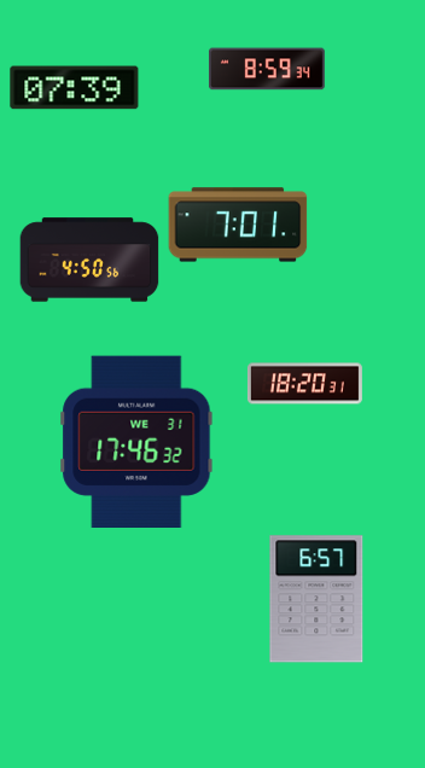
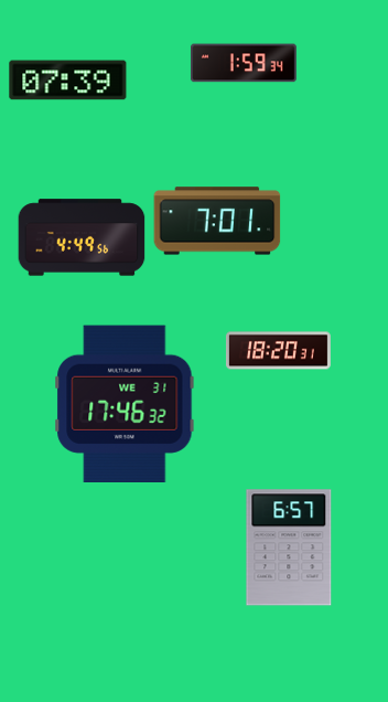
clock at (267, 69): 8:59 -> 1:59
clock at (238, 225) position: (238, 225) -> (217, 221)
clock at (89, 260): 4:50 -> 4:49
